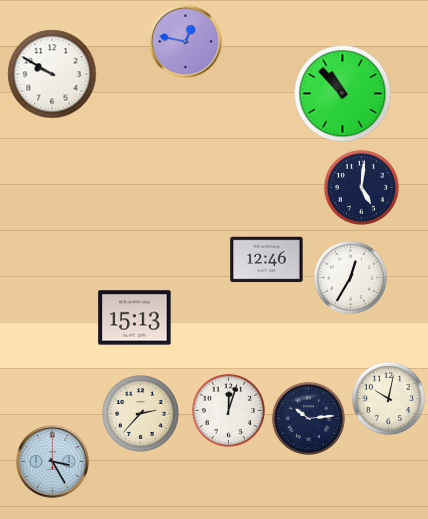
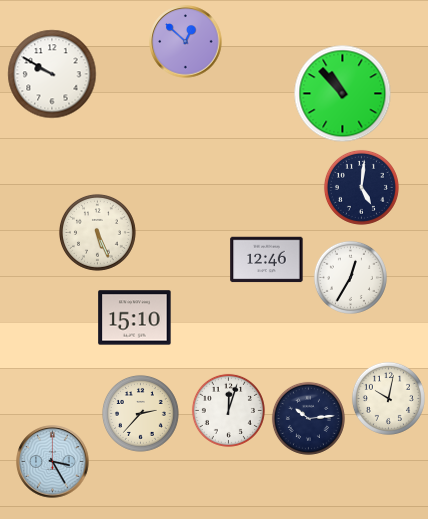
clock at (186, 42): 12:47 -> 12:52
clock at (97, 232): none -> 5:26
clock at (135, 318): 15:13 -> 15:10
